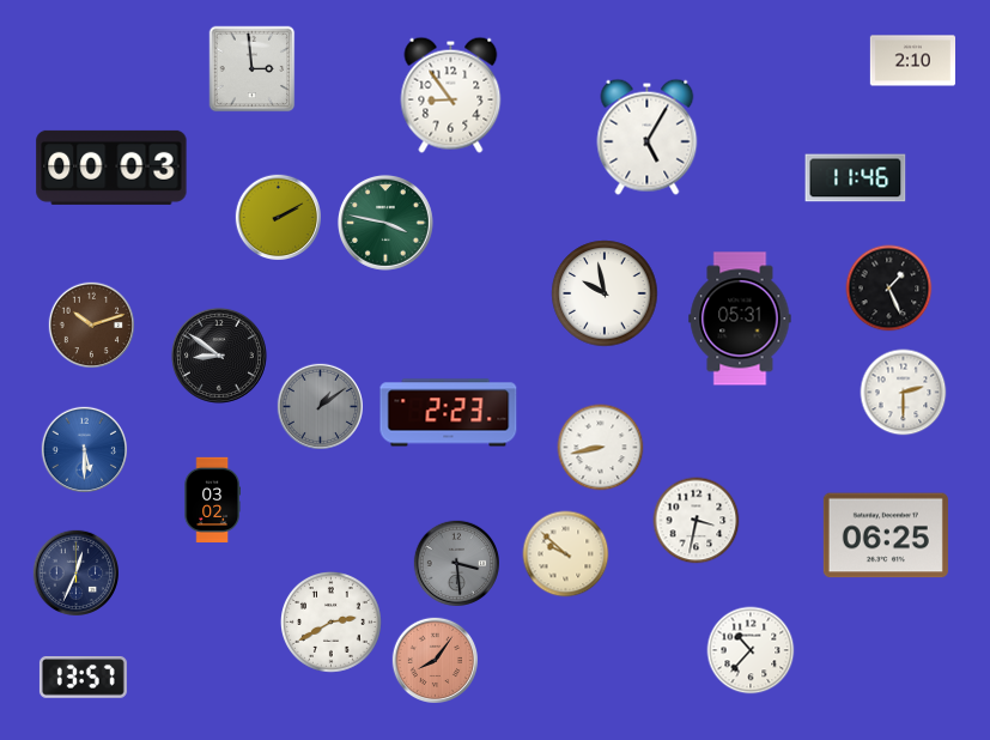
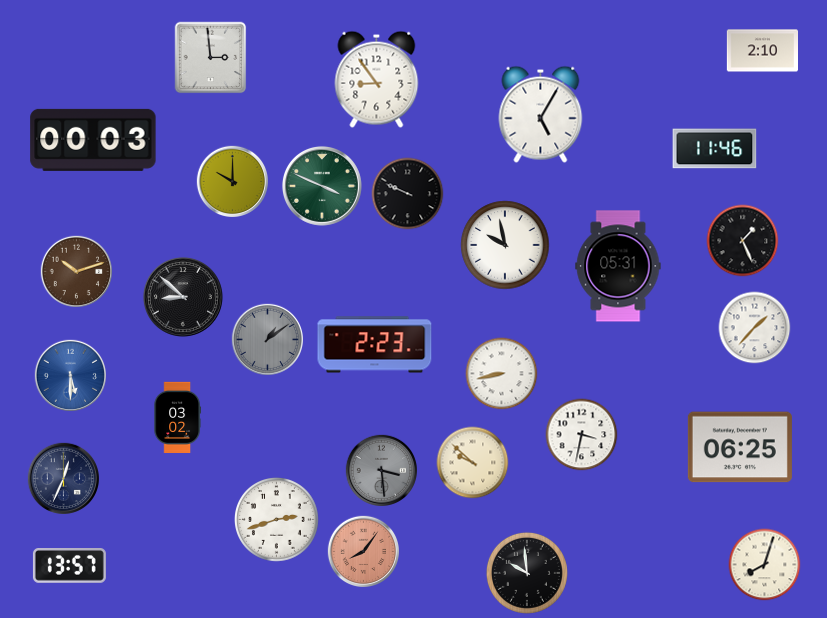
clock at (278, 217): 2:10 -> 10:00
clock at (385, 223): 3:47 -> 3:49
clock at (408, 194): none -> 9:49
clock at (219, 356): 8:51 -> 8:52
clock at (904, 393): 2:30 -> 1:37
clock at (332, 623): 2:40 -> 2:42
clock at (751, 650): 10:37 -> none
clock at (765, 565): none -> 8:03
clock at (527, 573): none -> 9:59
